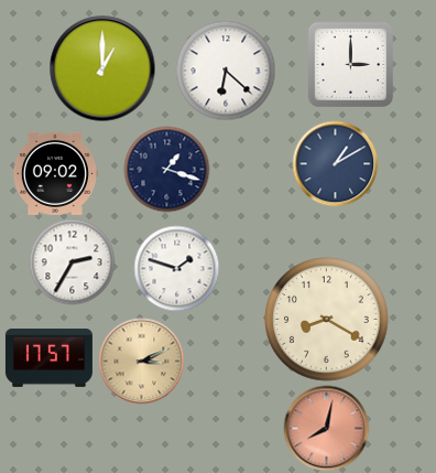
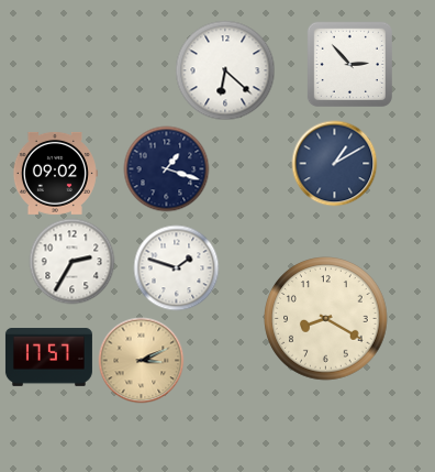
clock at (350, 64): 3:00 -> 2:53
clock at (102, 68): 1:00 -> none
clock at (326, 428): 8:02 -> none
